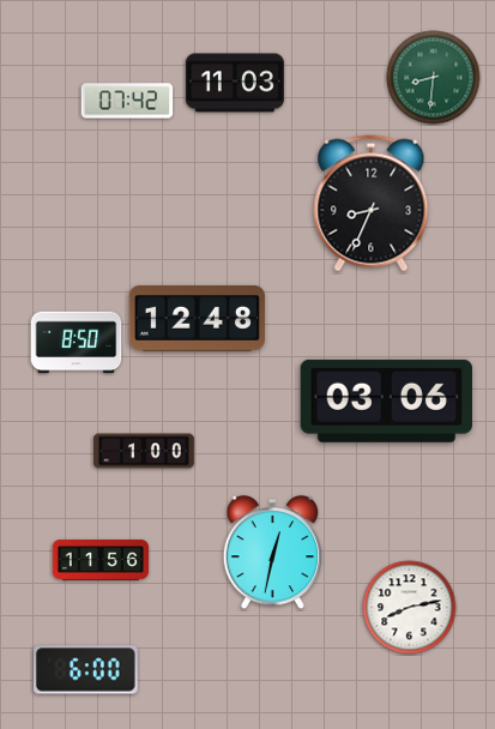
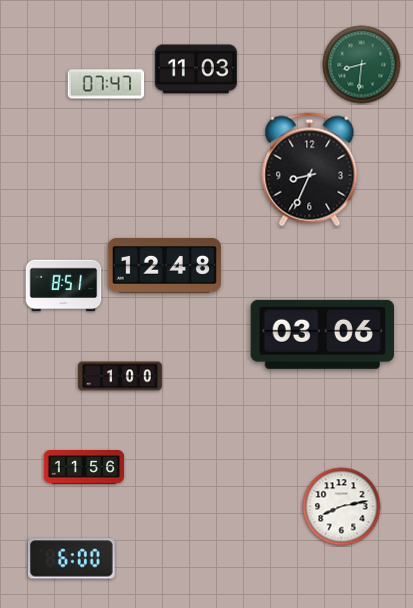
clock at (127, 101): 07:42 -> 07:47
clock at (77, 343): 8:50 -> 8:51
clock at (273, 553): 12:32 -> none
